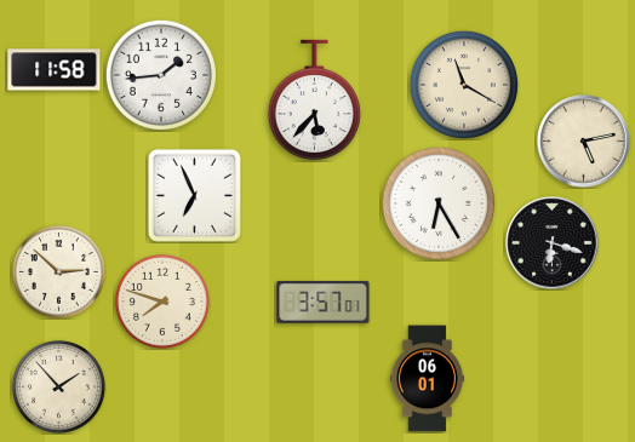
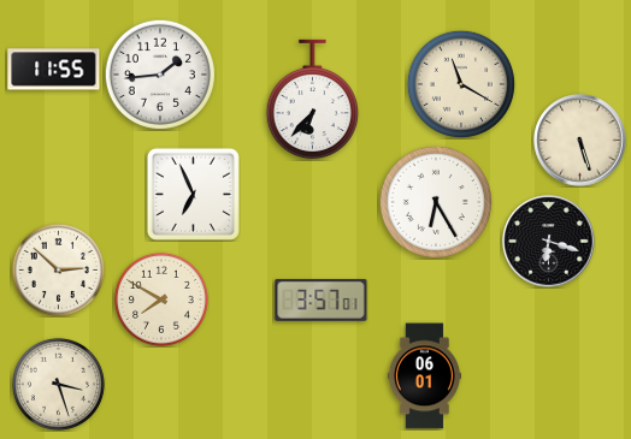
clock at (55, 70): 11:58 -> 11:55
clock at (314, 101): 5:37 -> 6:37
clock at (584, 142): 5:13 -> 5:27
clock at (162, 302): 7:48 -> 7:50
clock at (58, 386): 1:53 -> 3:27
